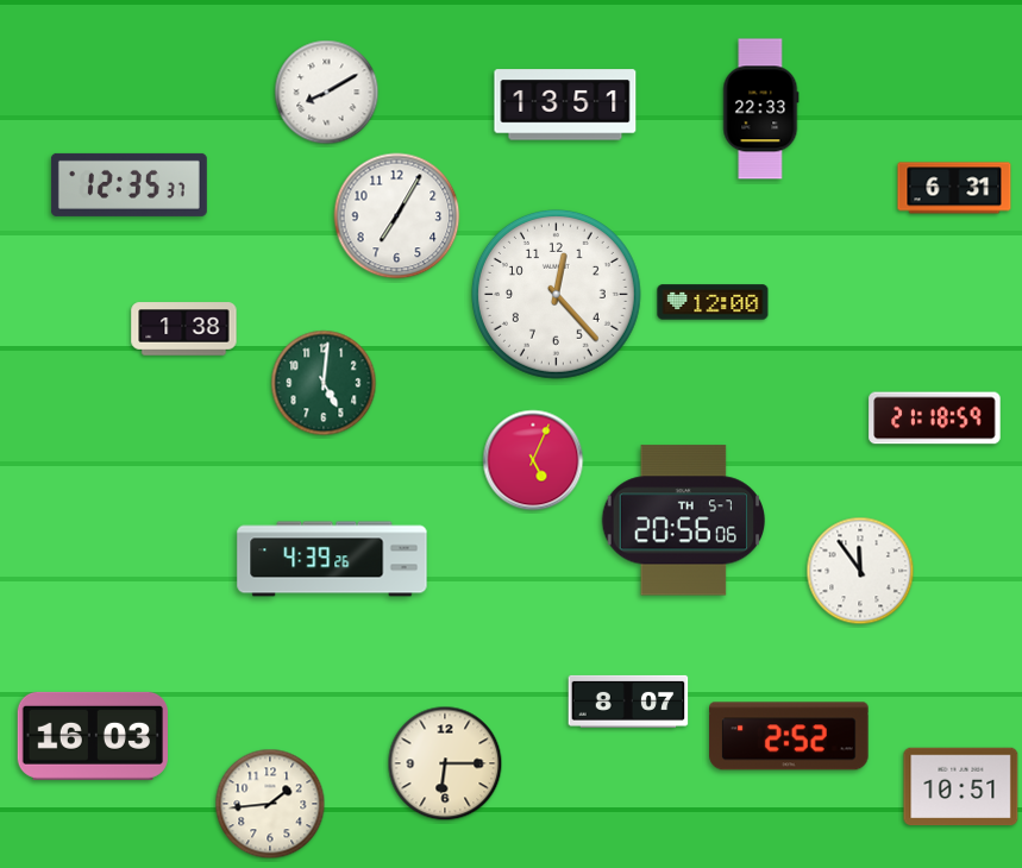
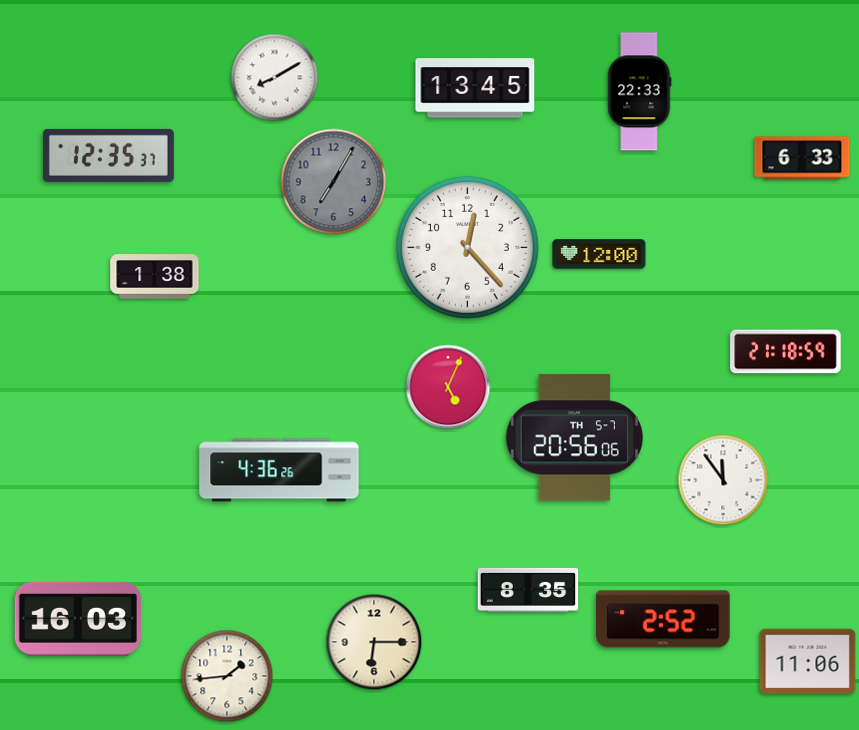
clock at (565, 105): 13:51 -> 13:45
clock at (954, 188): 6:31 -> 6:33
clock at (397, 216) dial: white -> grey
clock at (324, 383): 5:01 -> none
clock at (332, 559): 4:39 -> 4:36
clock at (628, 702): 8:07 -> 8:35
clock at (961, 787): 10:51 -> 11:06
